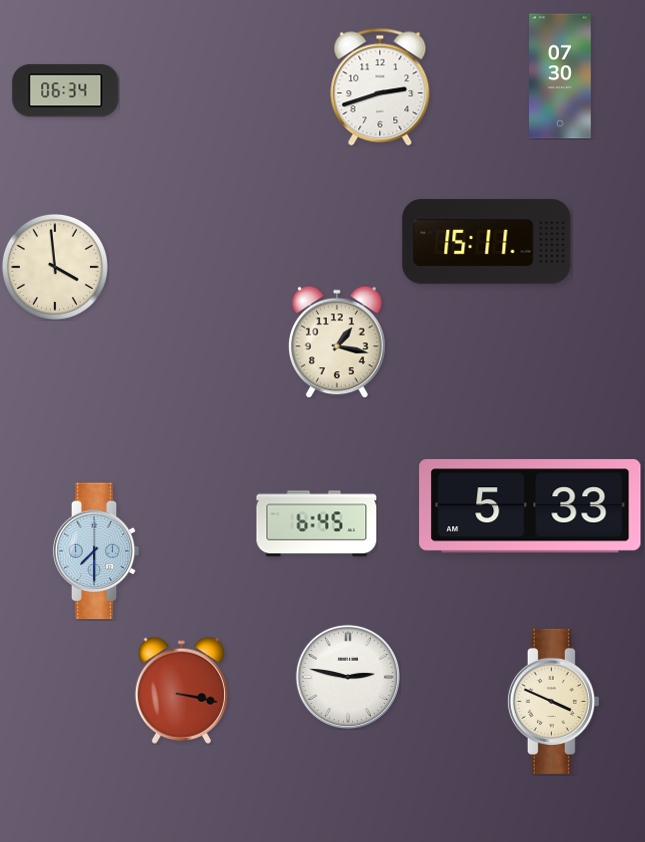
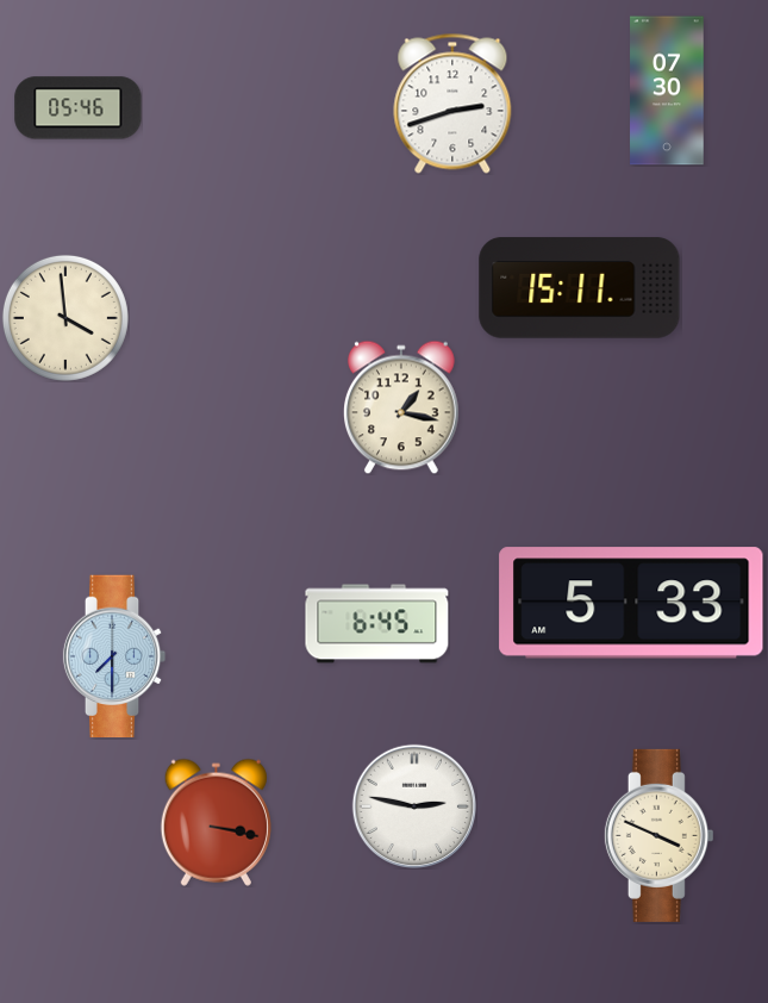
clock at (66, 91): 06:34 -> 05:46
